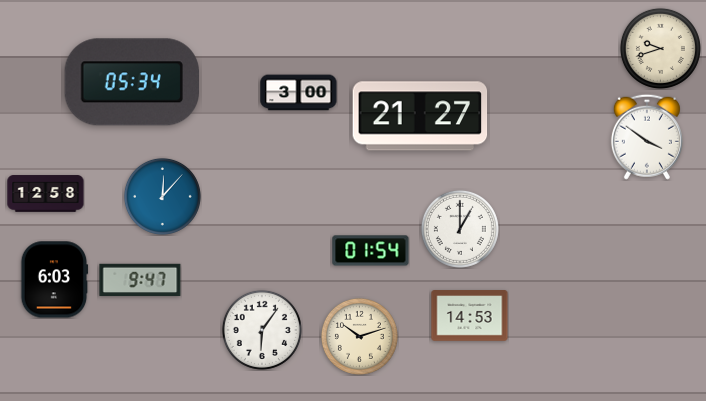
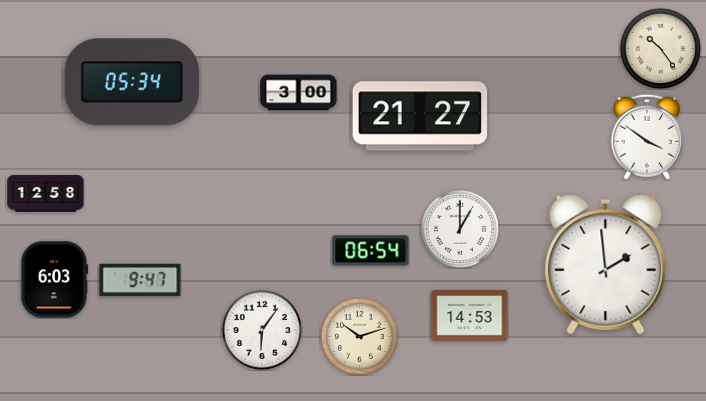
clock at (660, 48): 9:42 -> 10:24
clock at (162, 196): 12:07 -> none
clock at (371, 251): 01:54 -> 06:54
clock at (606, 265): none -> 1:59
